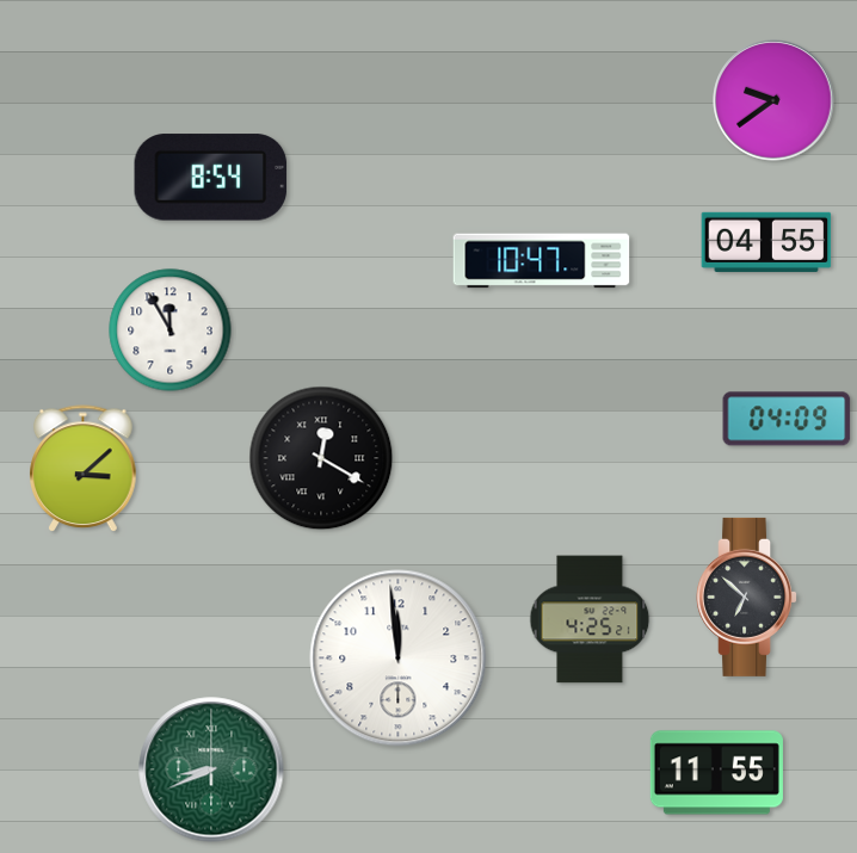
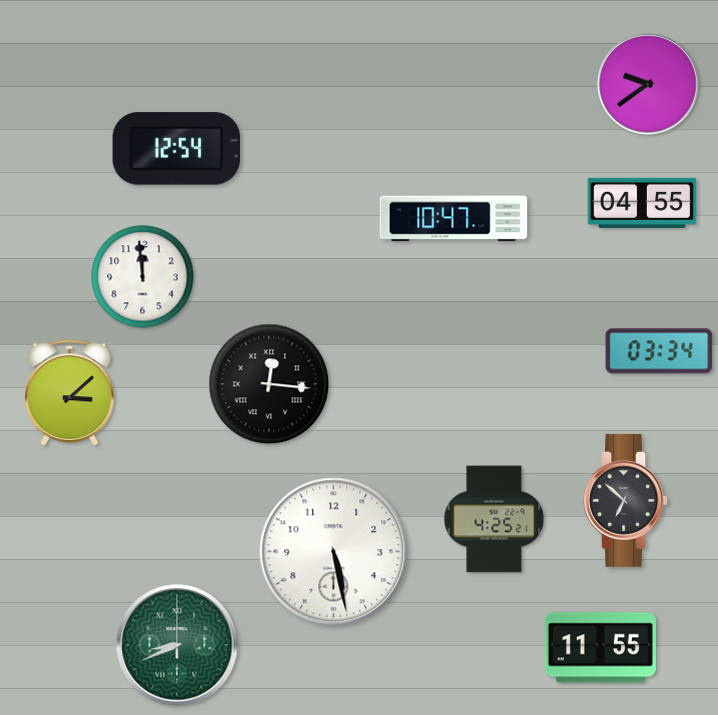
clock at (211, 178): 8:54 -> 12:54
clock at (171, 330): 11:55 -> 11:59
clock at (787, 419): 04:09 -> 03:34
clock at (321, 458): 12:20 -> 12:16
clock at (399, 659): 11:59 -> 5:28
